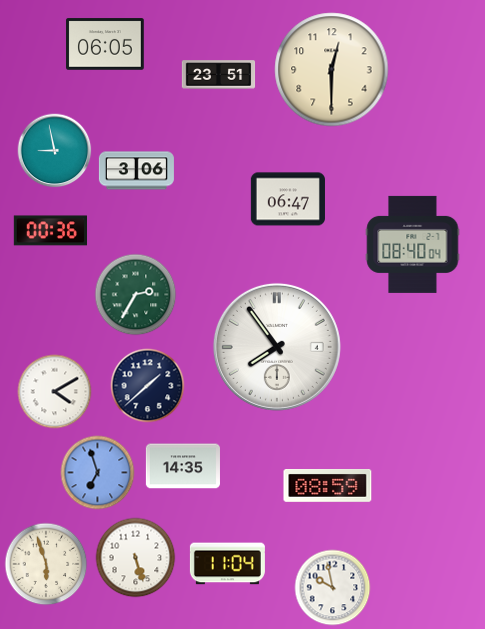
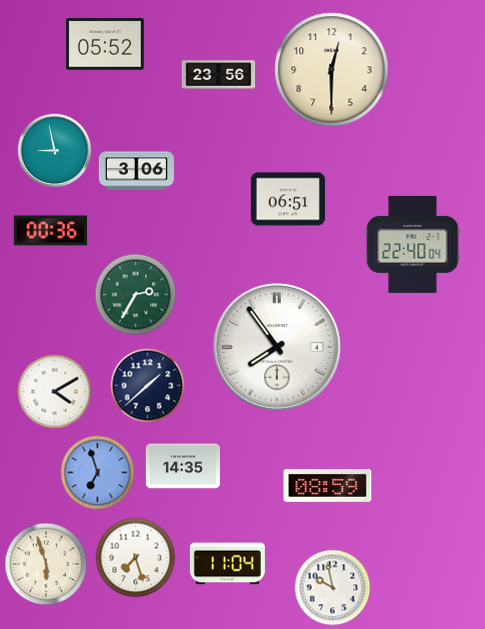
clock at (105, 44): 06:05 -> 05:52
clock at (219, 75): 23:51 -> 23:56
clock at (288, 199): 06:47 -> 06:51
clock at (413, 244): 08:40 -> 22:40
clock at (136, 558): 5:27 -> 7:27
